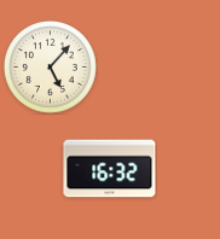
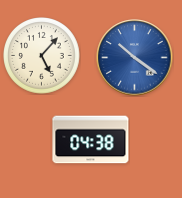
clock at (135, 58): none -> 10:21
clock at (110, 169): 16:32 -> 04:38
